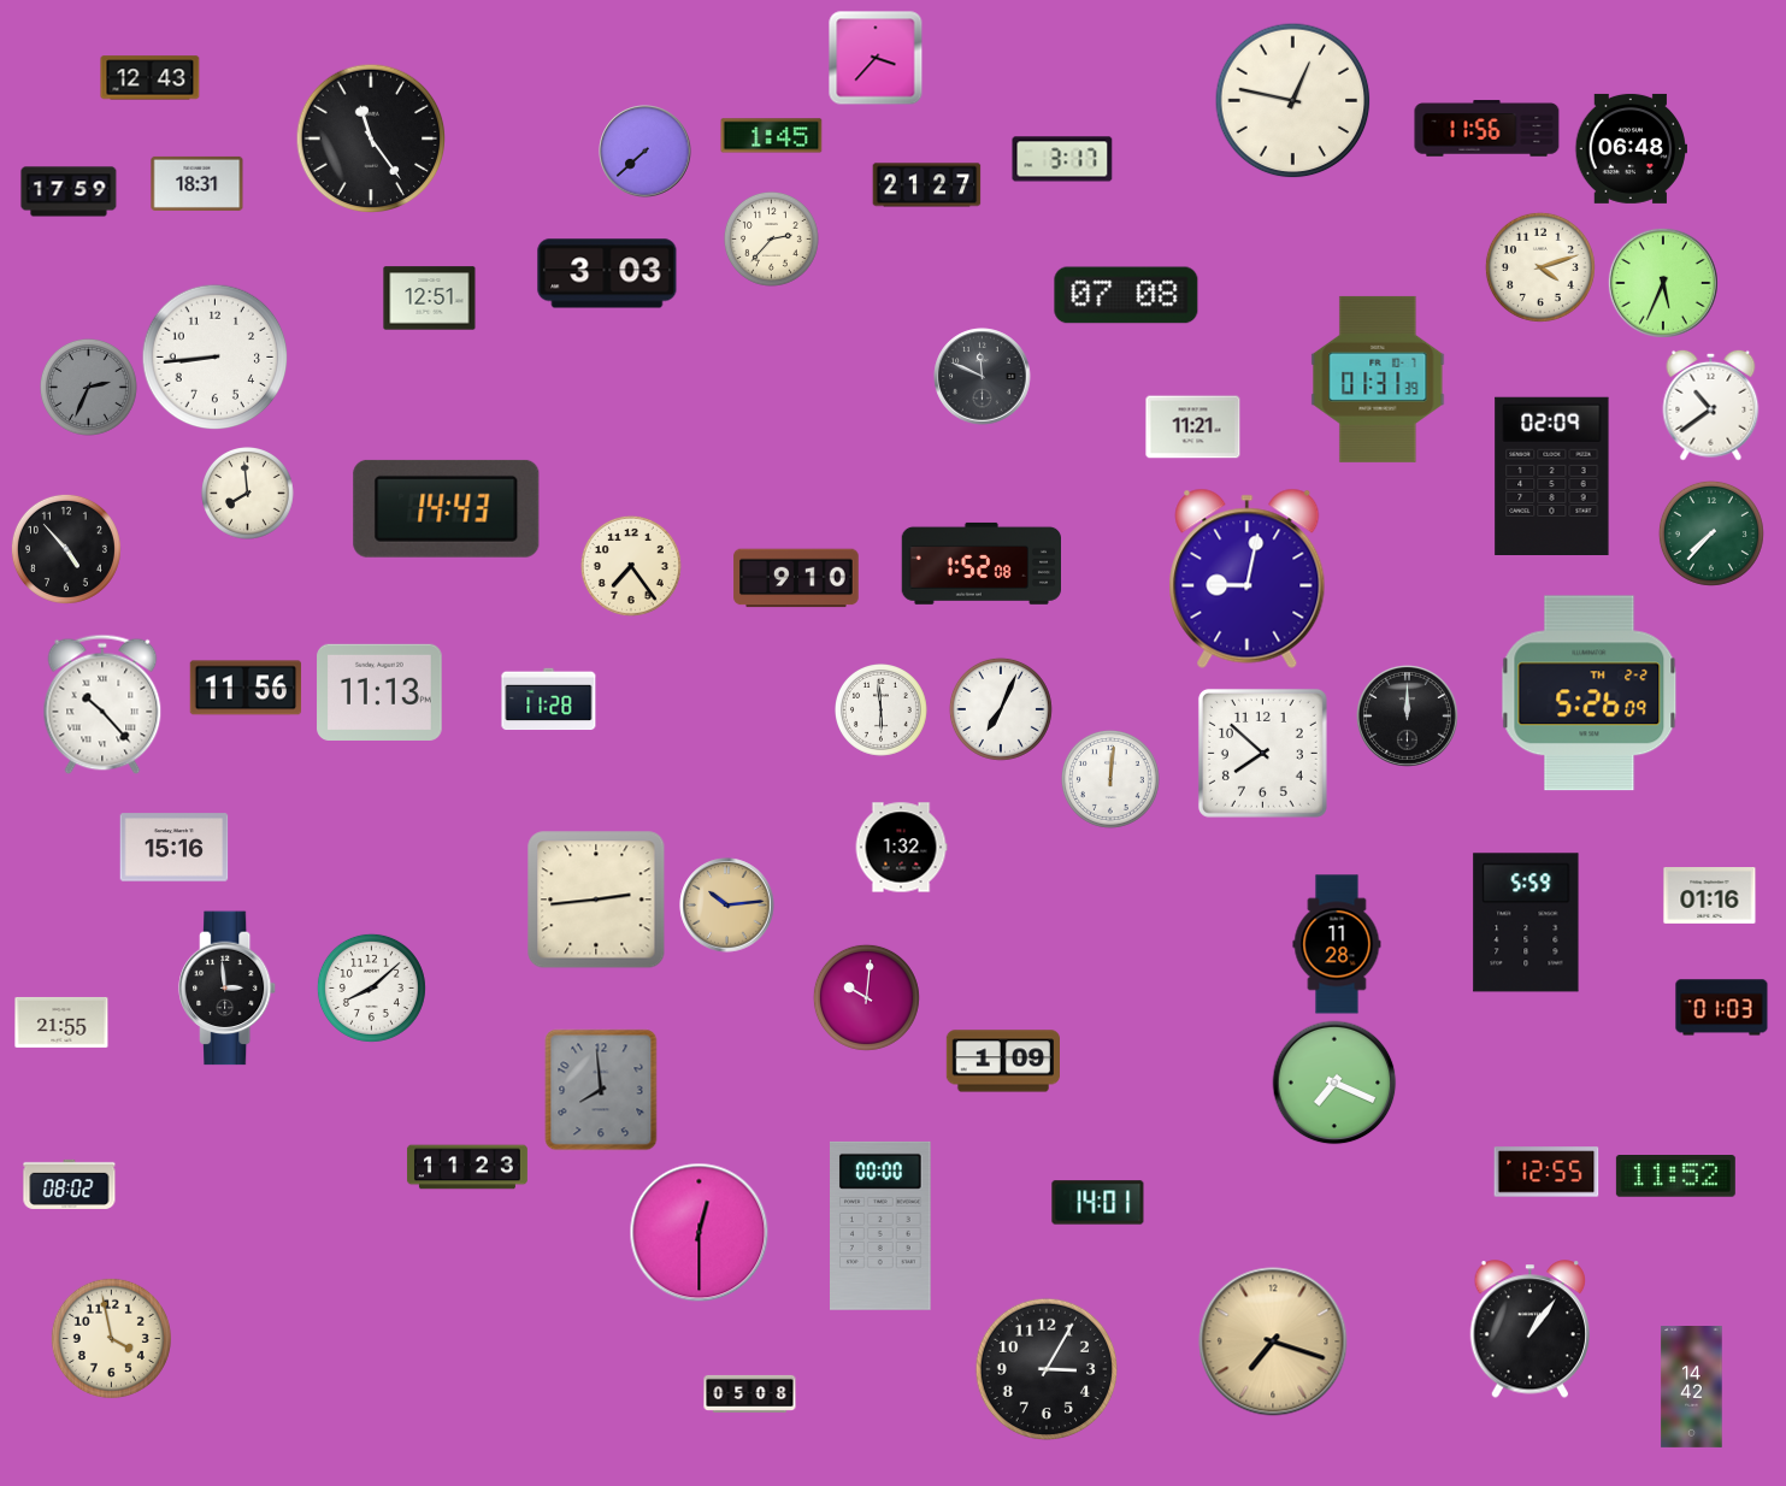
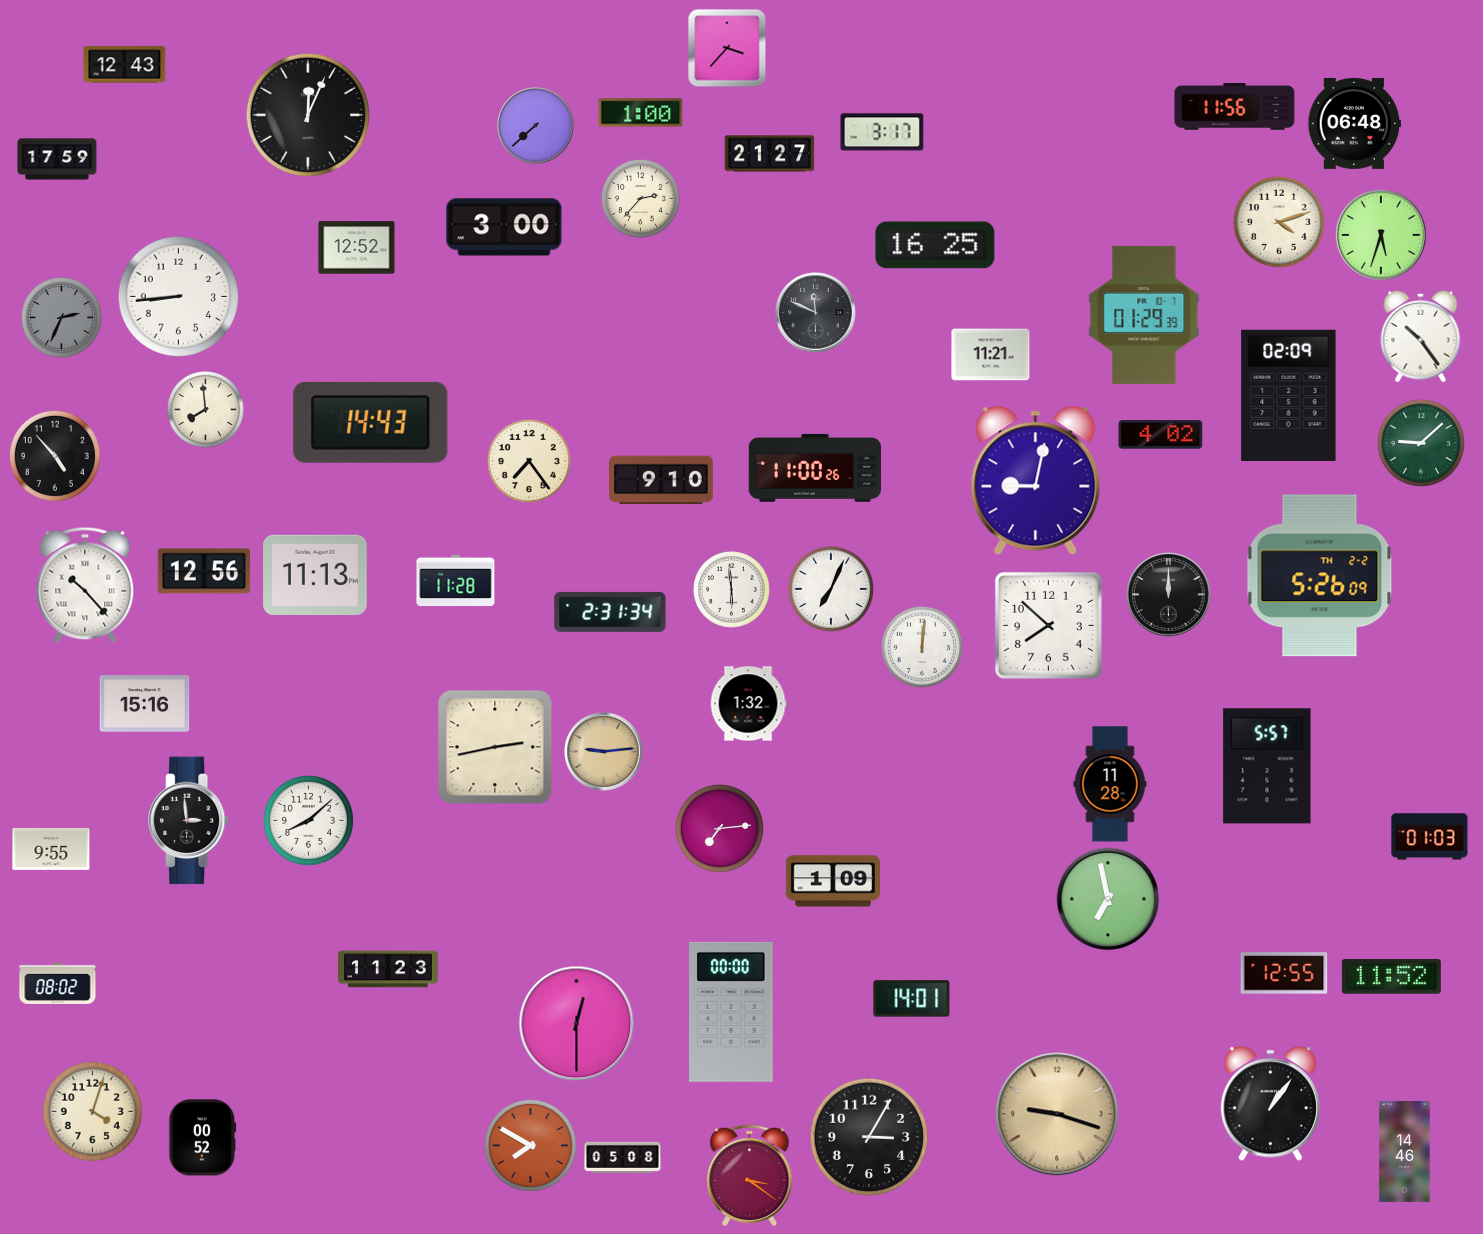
clock at (1293, 101): 12:47 -> none
clock at (772, 136): 1:45 -> 1:00
clock at (371, 138): 11:24 -> 12:04
clock at (198, 183): 18:31 -> none
clock at (607, 273): 3:03 -> 3:00
clock at (1663, 283): 5:34 -> 5:33
clock at (1126, 295): 07:08 -> 16:25
clock at (430, 299): 12:51 -> 12:52
clock at (1378, 379): 01:31 -> 01:29
clock at (88, 387) position: (88, 387) -> (61, 317)
clock at (1711, 405): 10:39 -> 10:24
clock at (1161, 435): none -> 4:02
clock at (1711, 533): 7:37 -> 9:08
clock at (980, 564): 1:52 -> 11:00
clock at (631, 566) position: (631, 566) -> (529, 461)
clock at (246, 688): 11:56 -> 12:56
clock at (610, 612): none -> 2:31
clock at (1710, 896): 01:16 -> none
clock at (596, 900): 2:44 -> 2:43
clock at (727, 906): 10:14 -> 9:14
clock at (1526, 922): 5:59 -> 5:57
clock at (866, 997): 10:01 -> 7:14
clock at (61, 1022): 21:55 -> 9:55
clock at (1334, 1083): 7:19 -> 6:58
clock at (601, 1090): 7:59 -> none
clock at (882, 1226) position: (882, 1226) -> (732, 1012)
clock at (700, 1233) position: (700, 1233) -> (577, 1024)
clock at (111, 1338): 3:58 -> 4:03
clock at (1273, 1341): 7:18 -> 9:18
clock at (203, 1138): none -> 00:52
clock at (530, 1145): none -> 7:50
clock at (1692, 1387): 14:42 -> 14:46
clock at (750, 1176): none -> 3:21
